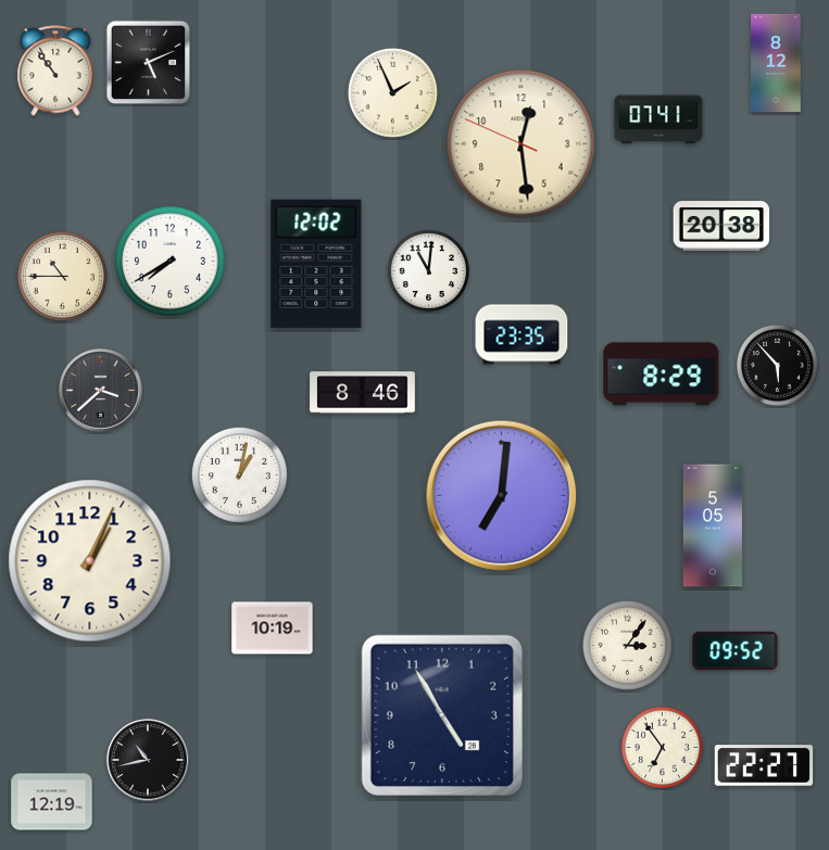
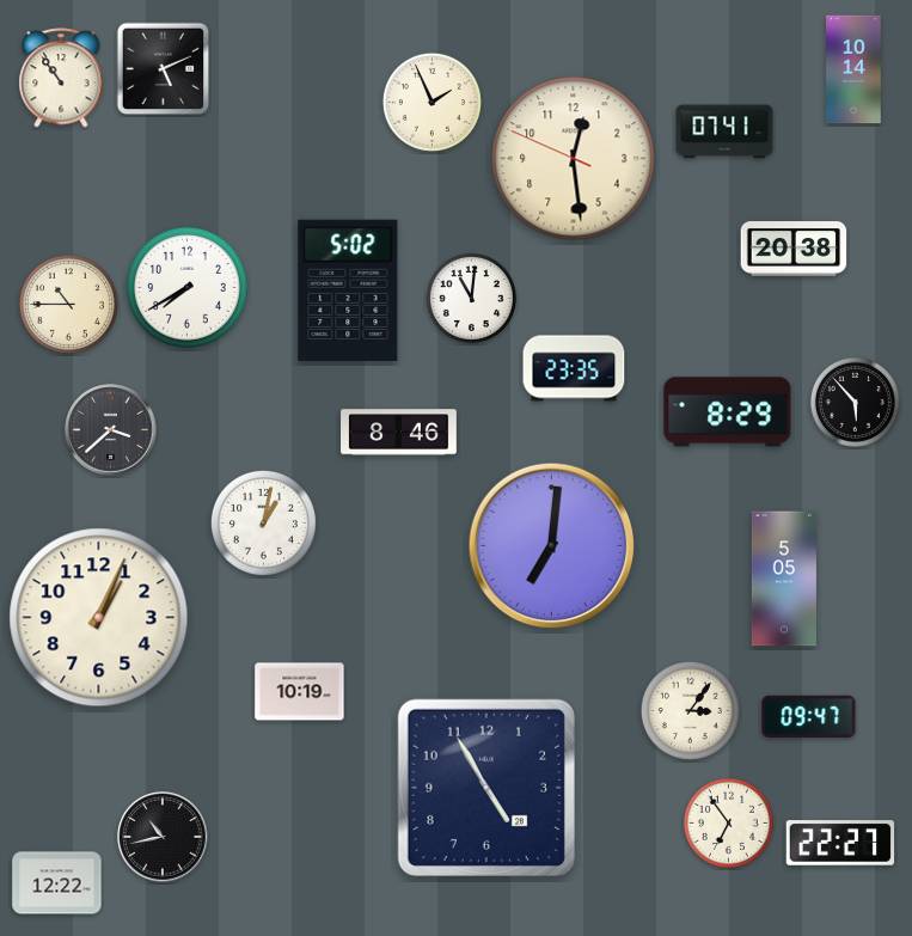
clock at (776, 63): 8:12 -> 10:14
clock at (316, 264): 12:02 -> 5:02
clock at (736, 650): 09:52 -> 09:47
clock at (52, 802): 12:19 -> 12:22
